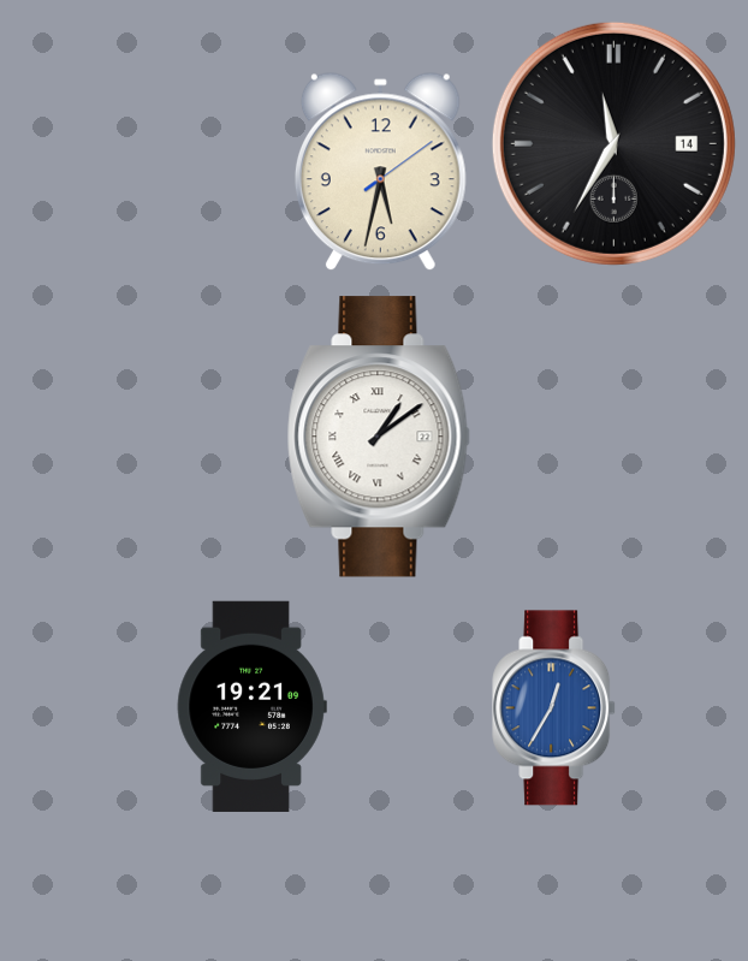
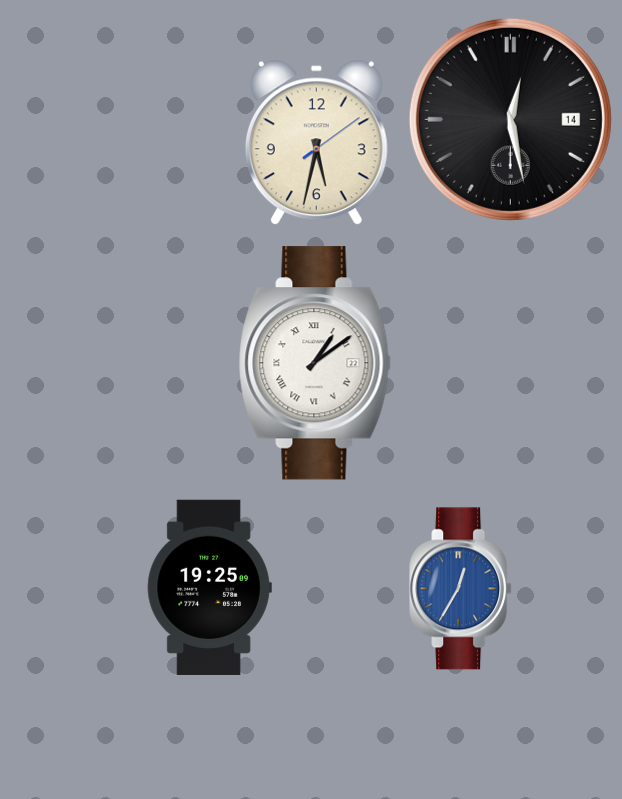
clock at (613, 143): 11:35 -> 12:28
clock at (251, 706): 19:21 -> 19:25
